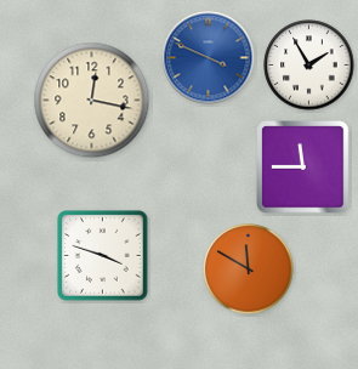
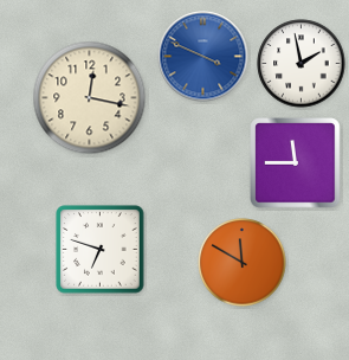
clock at (309, 66): 1:55 -> 1:58
clock at (103, 256): 3:48 -> 6:48
